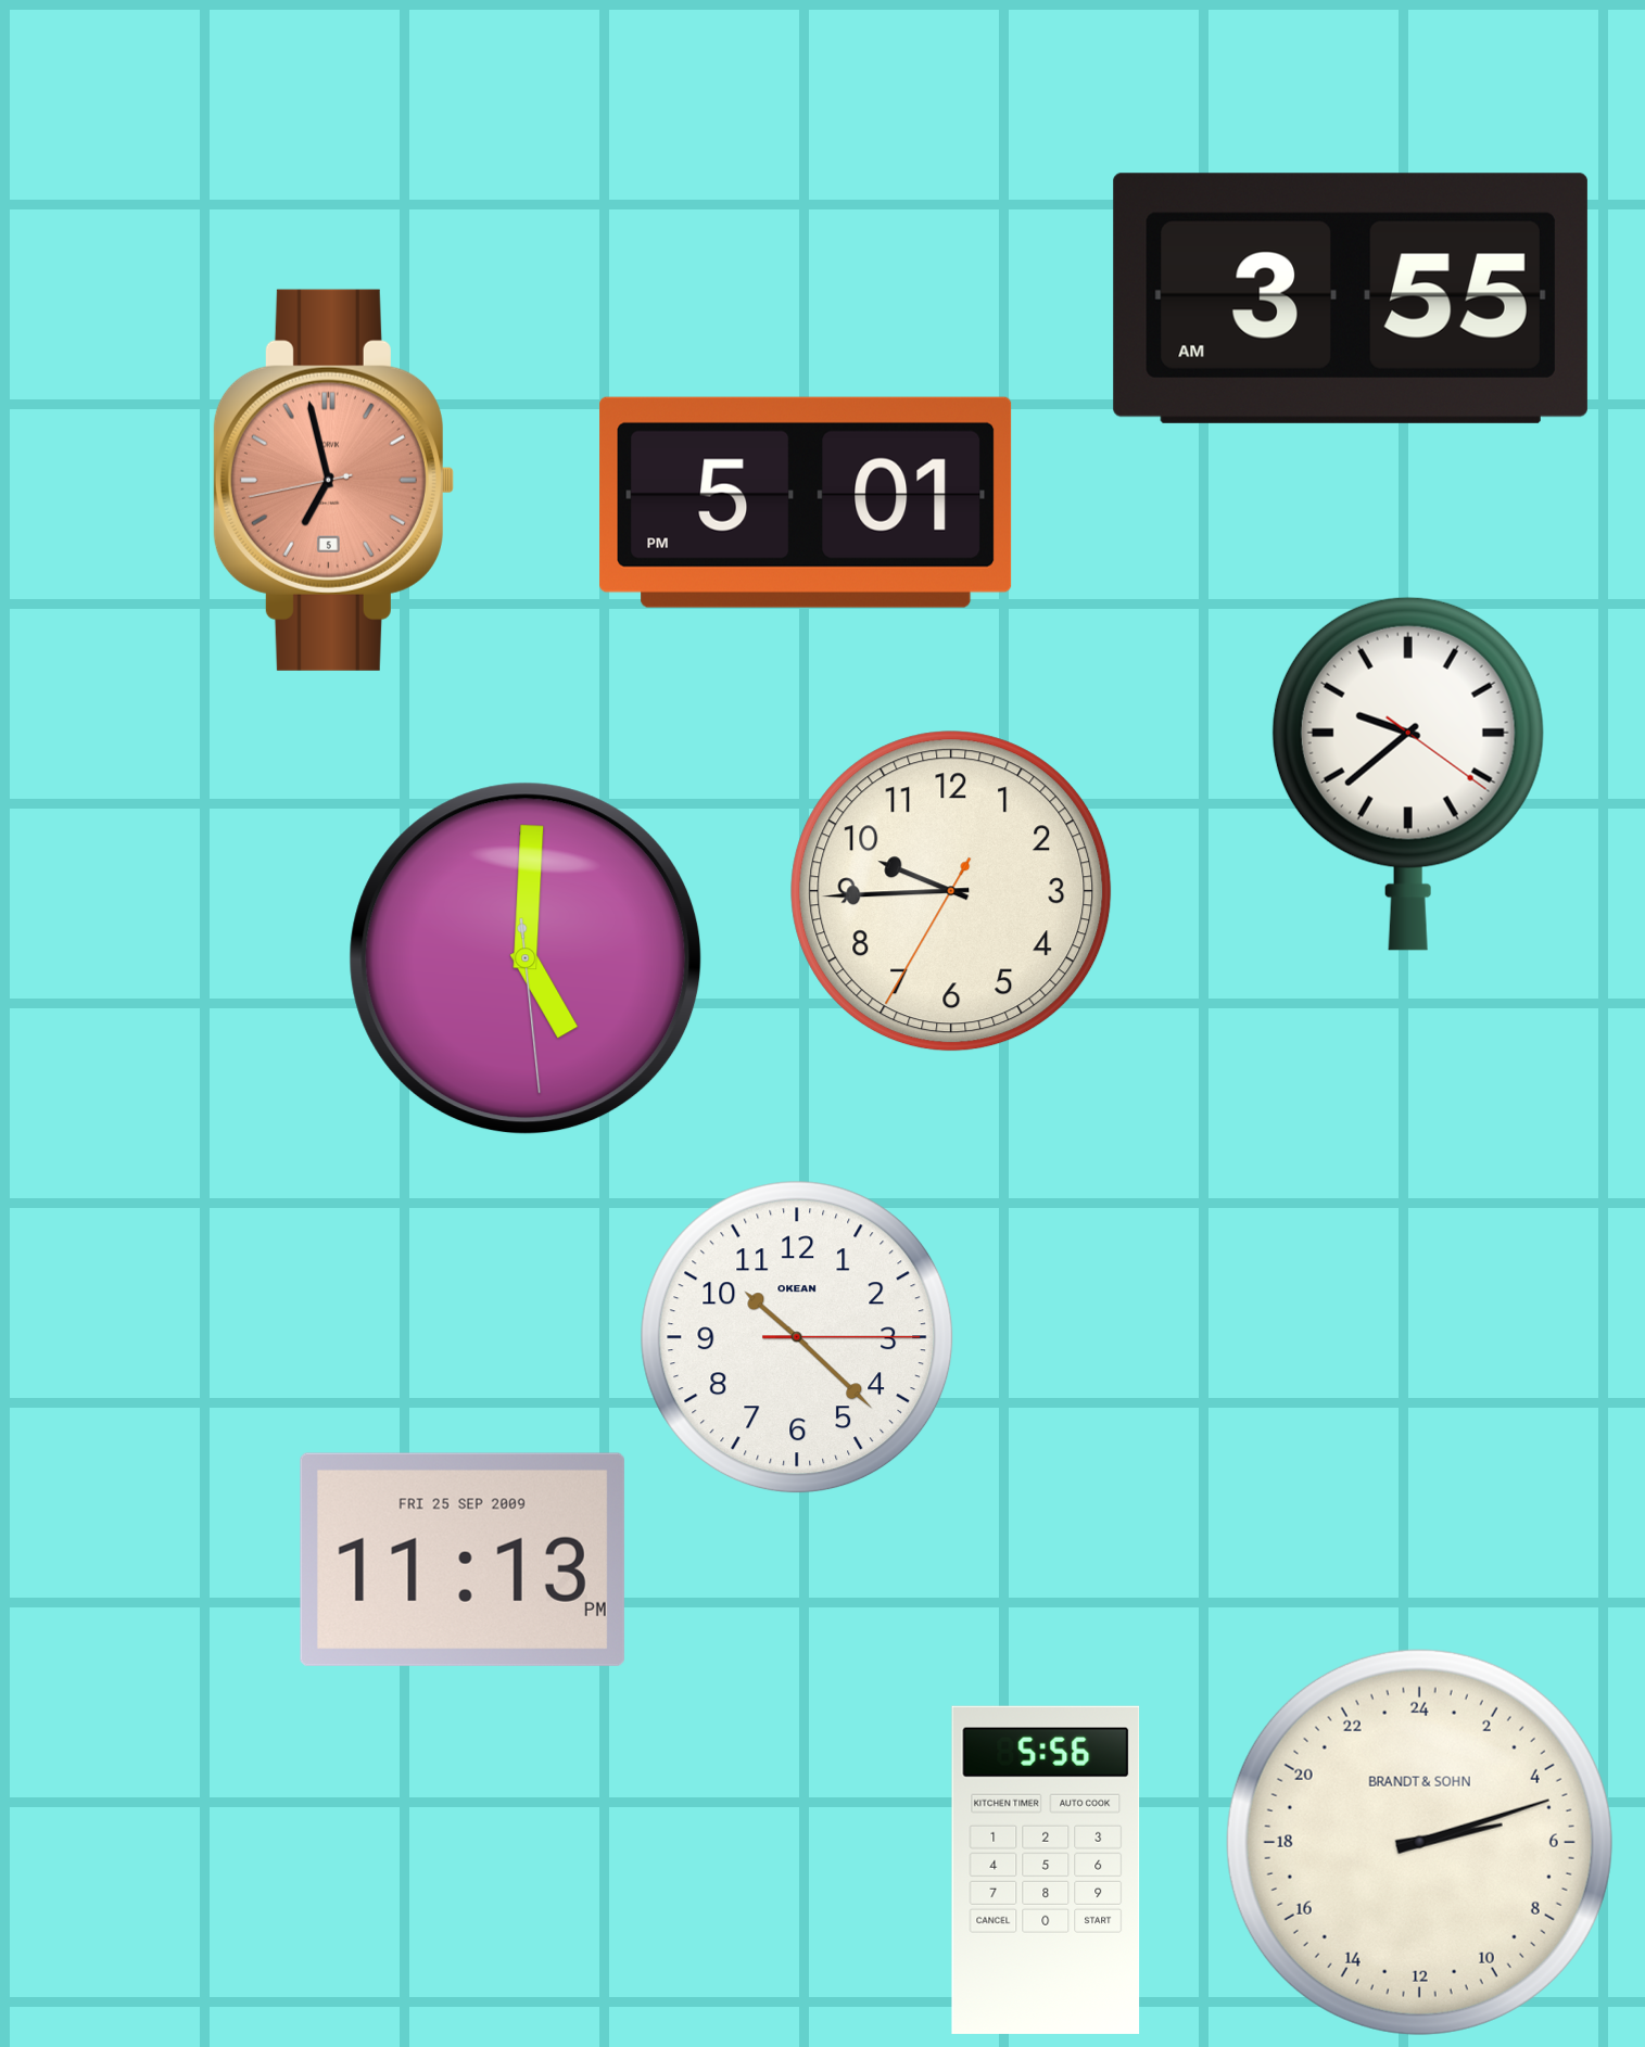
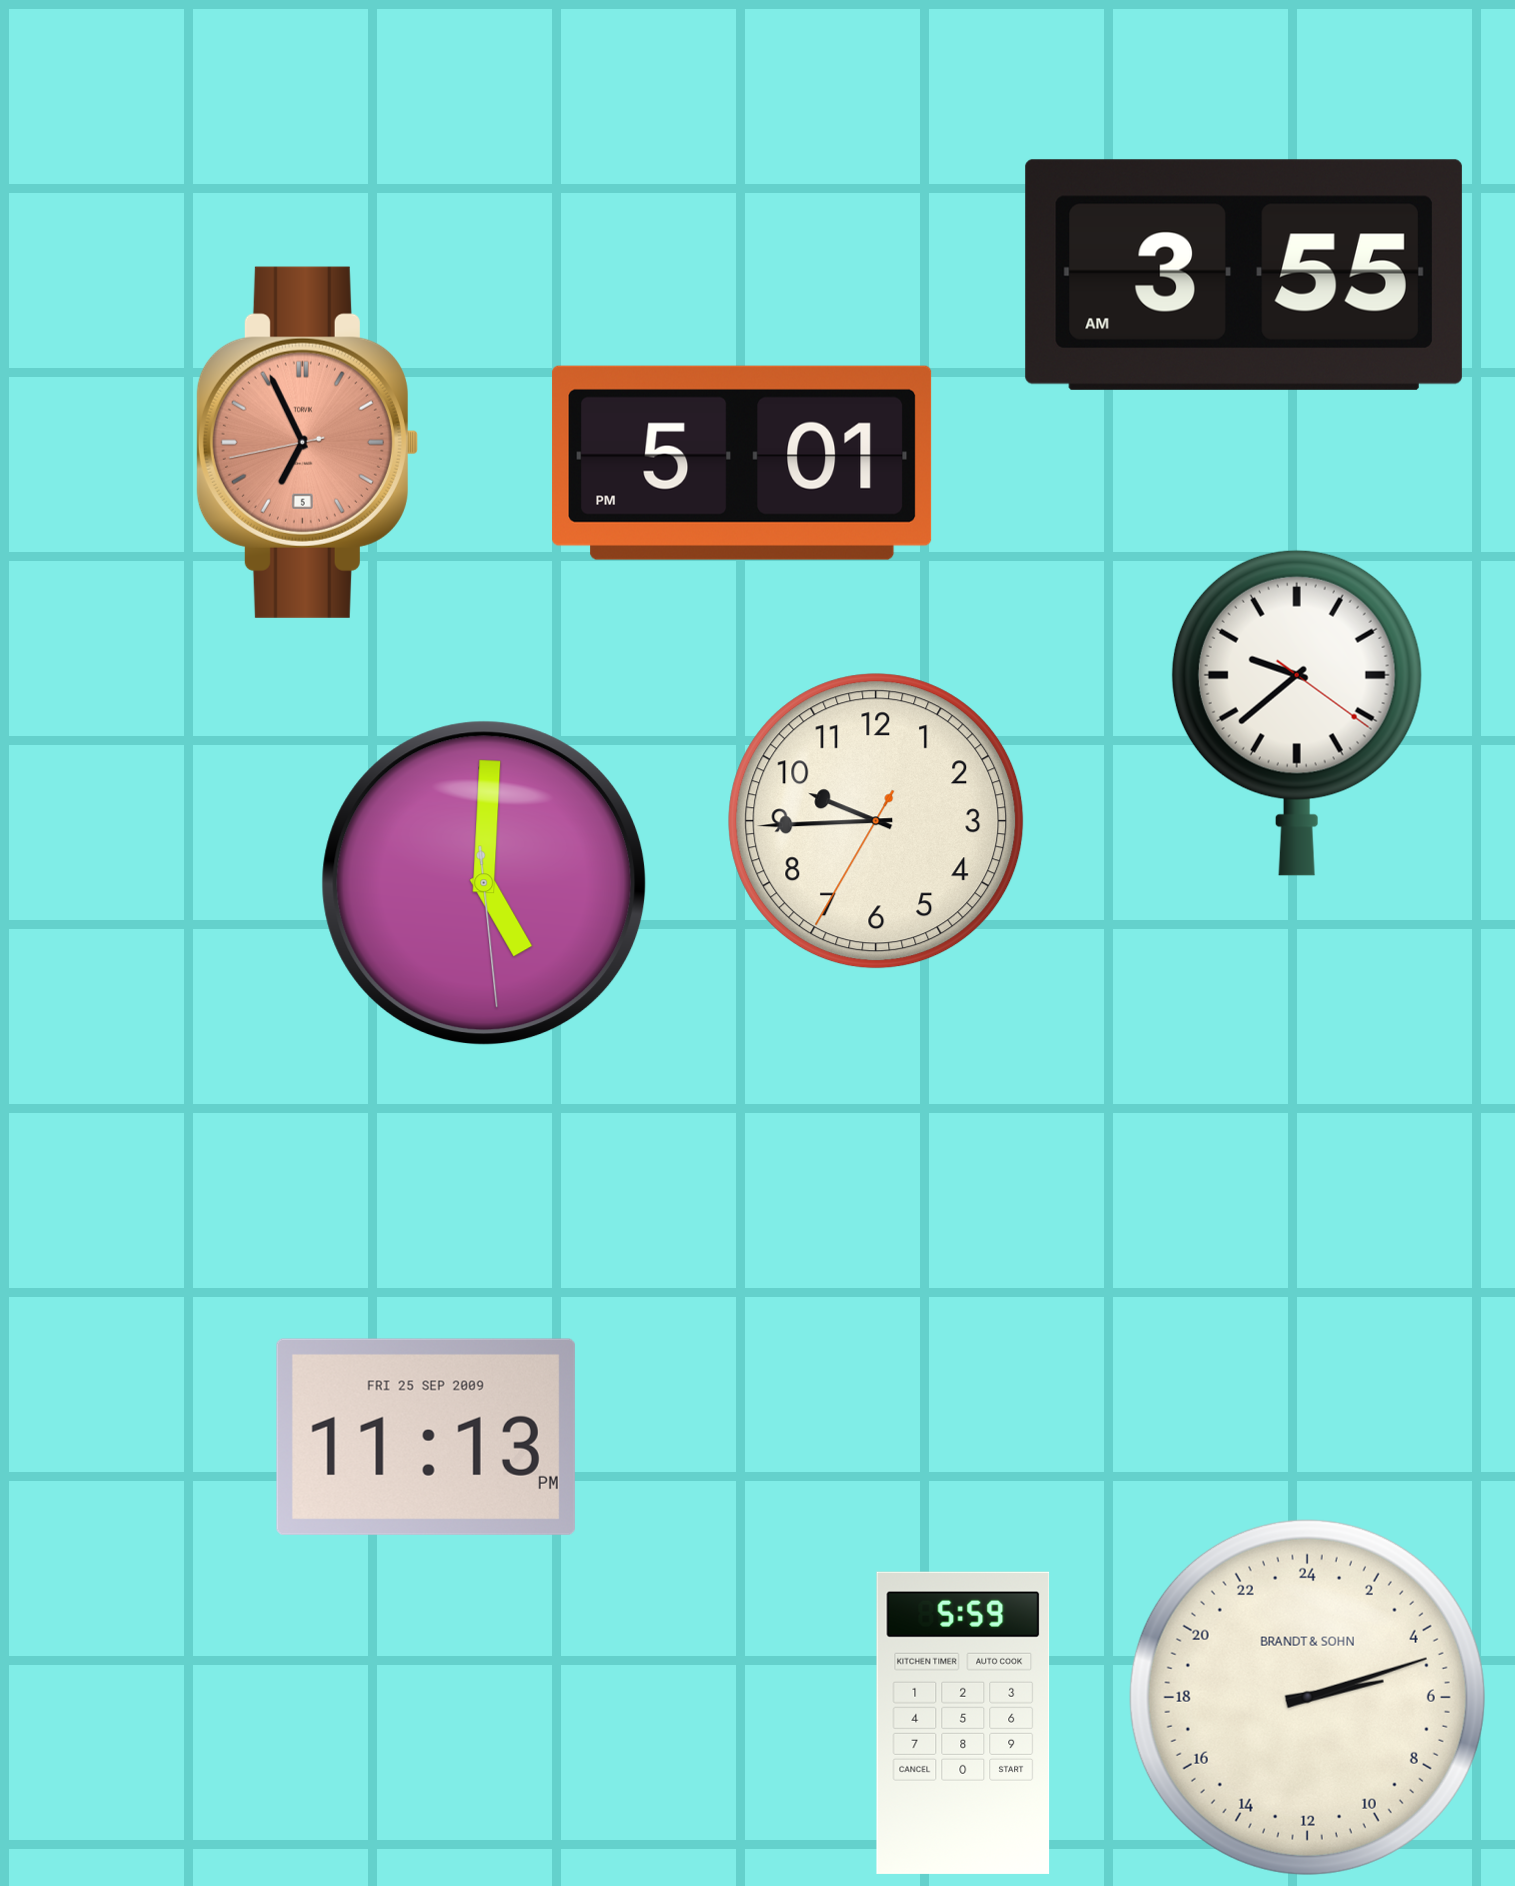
clock at (333, 480): 6:57 -> 6:55
clock at (797, 1337): 10:22 -> none
clock at (1046, 1870): 5:56 -> 5:59
